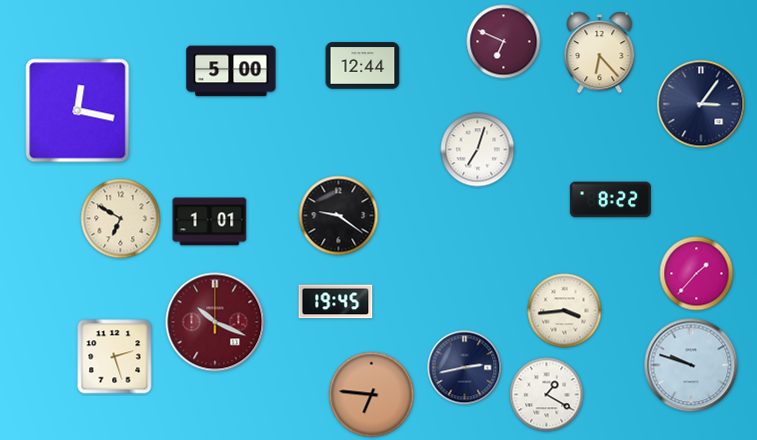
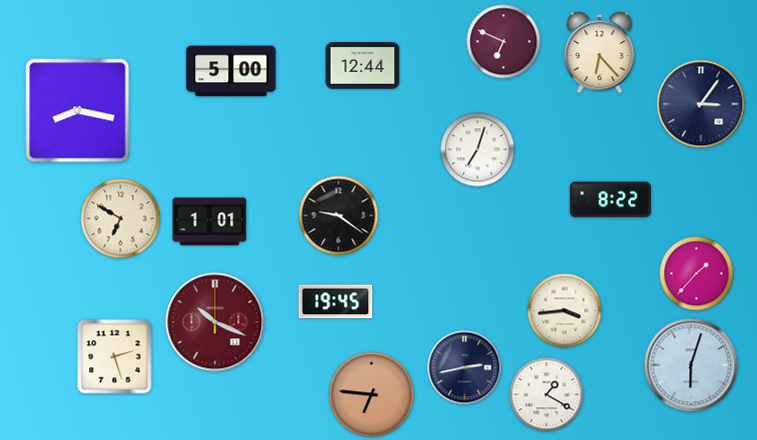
clock at (78, 111): 12:17 -> 8:17
clock at (691, 365): 9:48 -> 6:03
